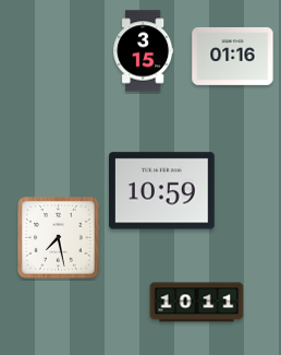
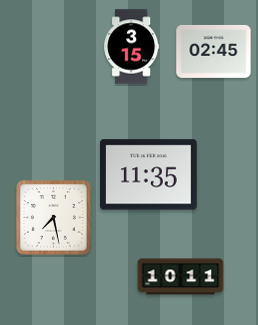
clock at (233, 56): 01:16 -> 02:45
clock at (162, 191): 10:59 -> 11:35
